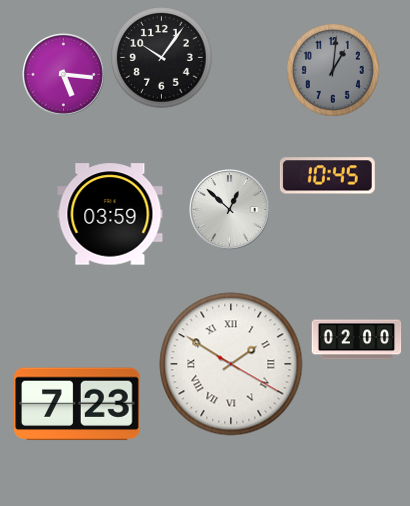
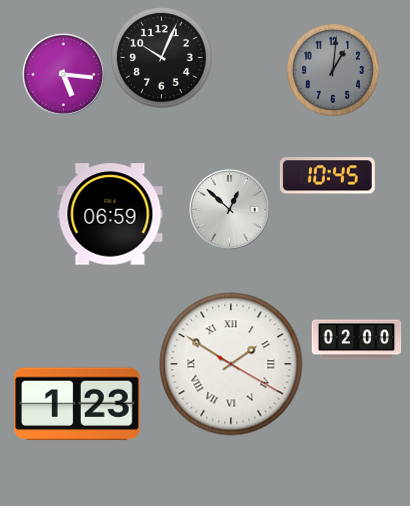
clock at (162, 58): 10:06 -> 10:04
clock at (110, 214): 03:59 -> 06:59
clock at (77, 404): 7:23 -> 1:23
